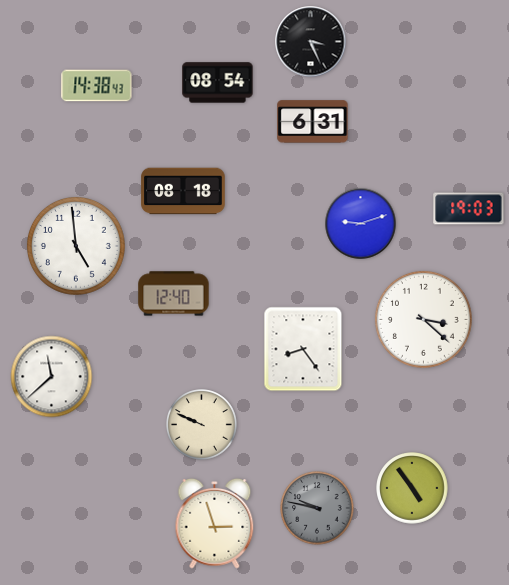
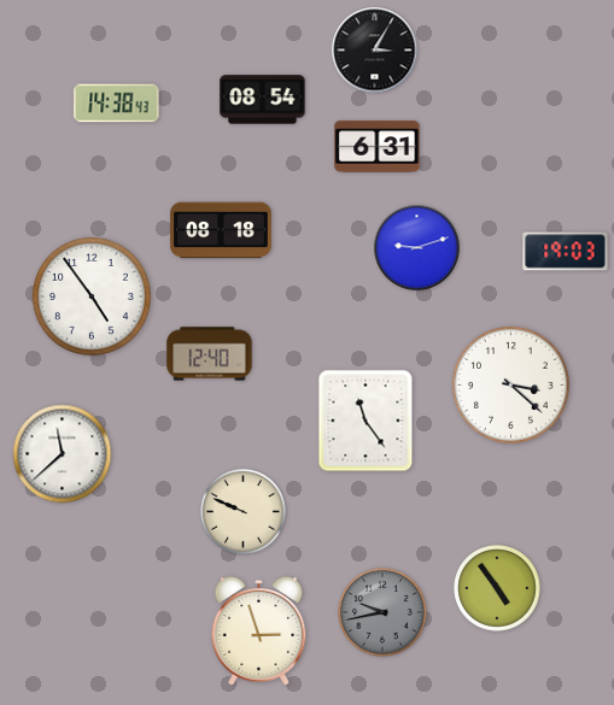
clock at (311, 42): 3:26 -> 3:05
clock at (361, 224) position: (361, 224) -> (417, 248)
clock at (76, 246): 4:59 -> 4:54
clock at (303, 349): 8:24 -> 11:24
clock at (317, 508): 9:47 -> 9:43
